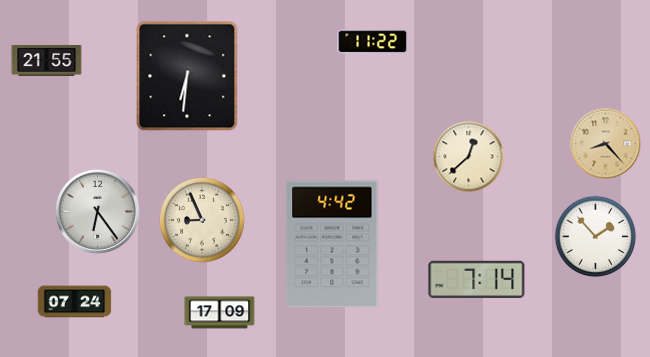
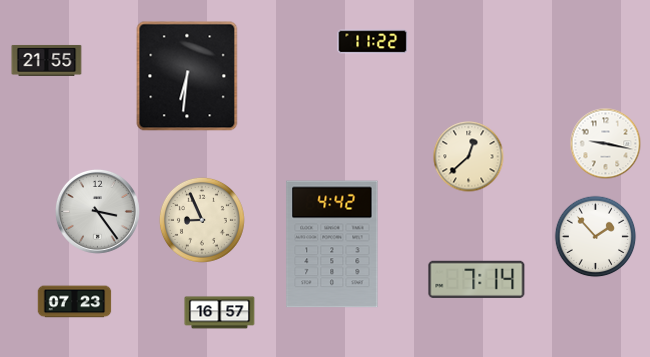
clock at (606, 144): 8:23 -> 9:17
clock at (606, 144) dial: champagne -> white
clock at (97, 211): 6:24 -> 3:24
clock at (75, 302): 07:24 -> 07:23
clock at (220, 313): 17:09 -> 16:57
